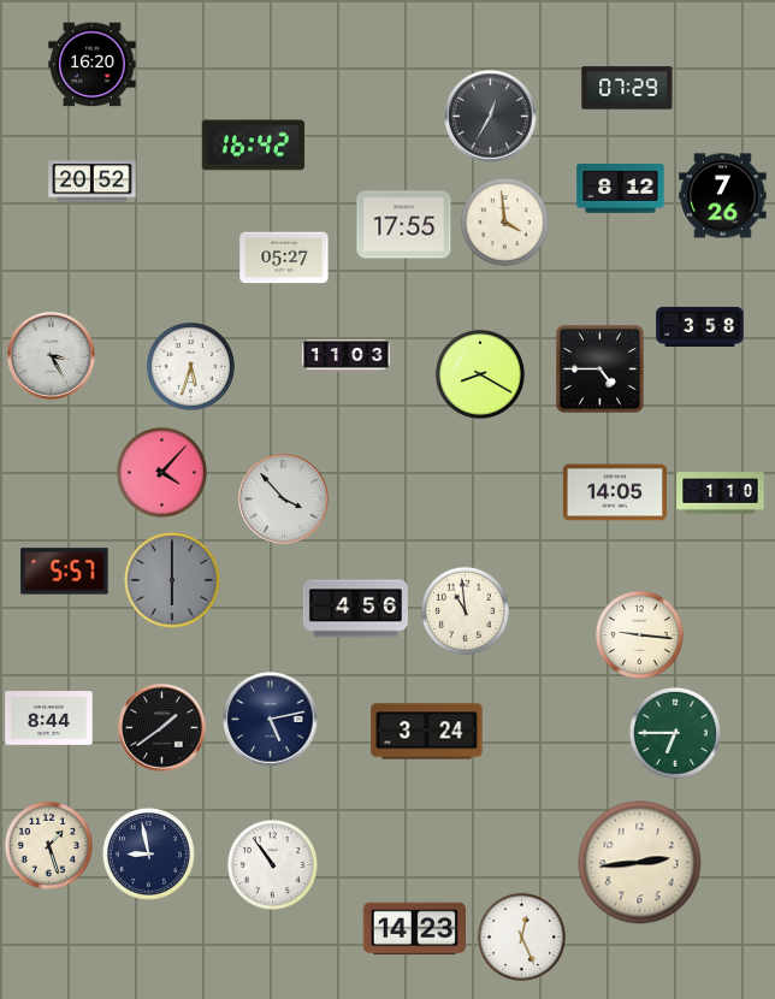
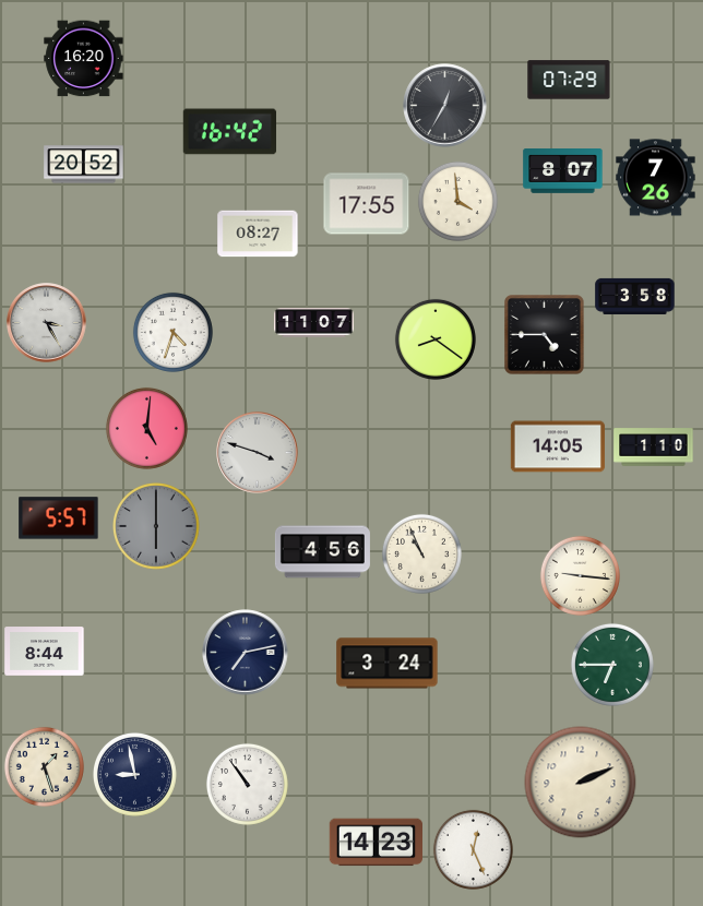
clock at (621, 189): 8:12 -> 8:07
clock at (284, 258): 05:27 -> 08:27
clock at (347, 356): 11:03 -> 11:07
clock at (190, 366): 5:33 -> 4:33
clock at (480, 374): 8:20 -> 8:21
clock at (161, 472): 4:07 -> 5:01
clock at (284, 499): 3:53 -> 3:48
clock at (465, 610): 10:59 -> 10:56
clock at (271, 720): 5:13 -> 7:13
clock at (162, 728): 1:39 -> none
clock at (640, 863): 2:44 -> 2:11
